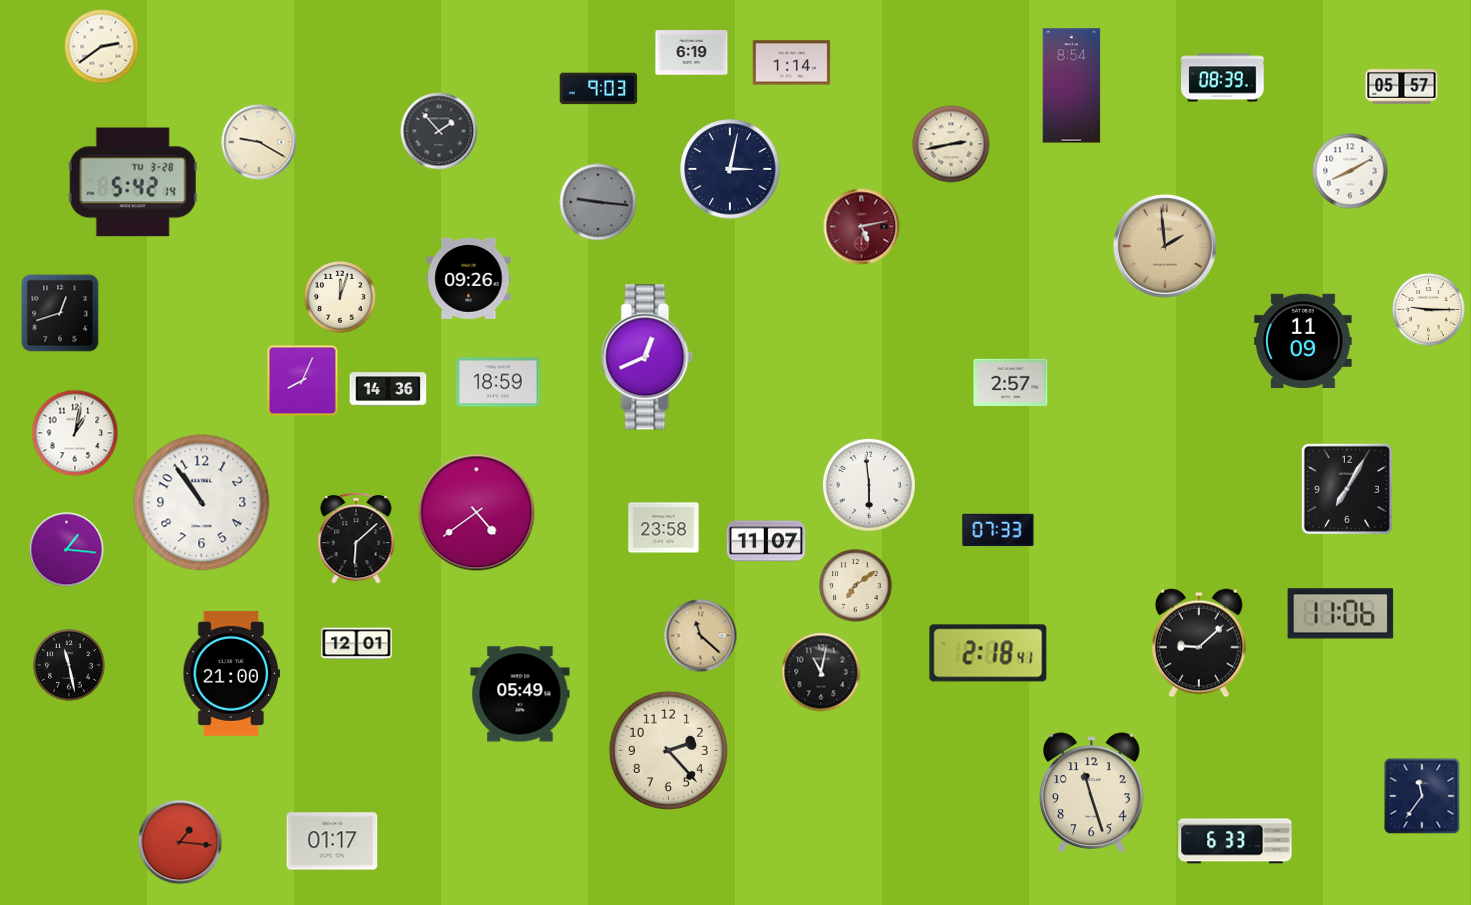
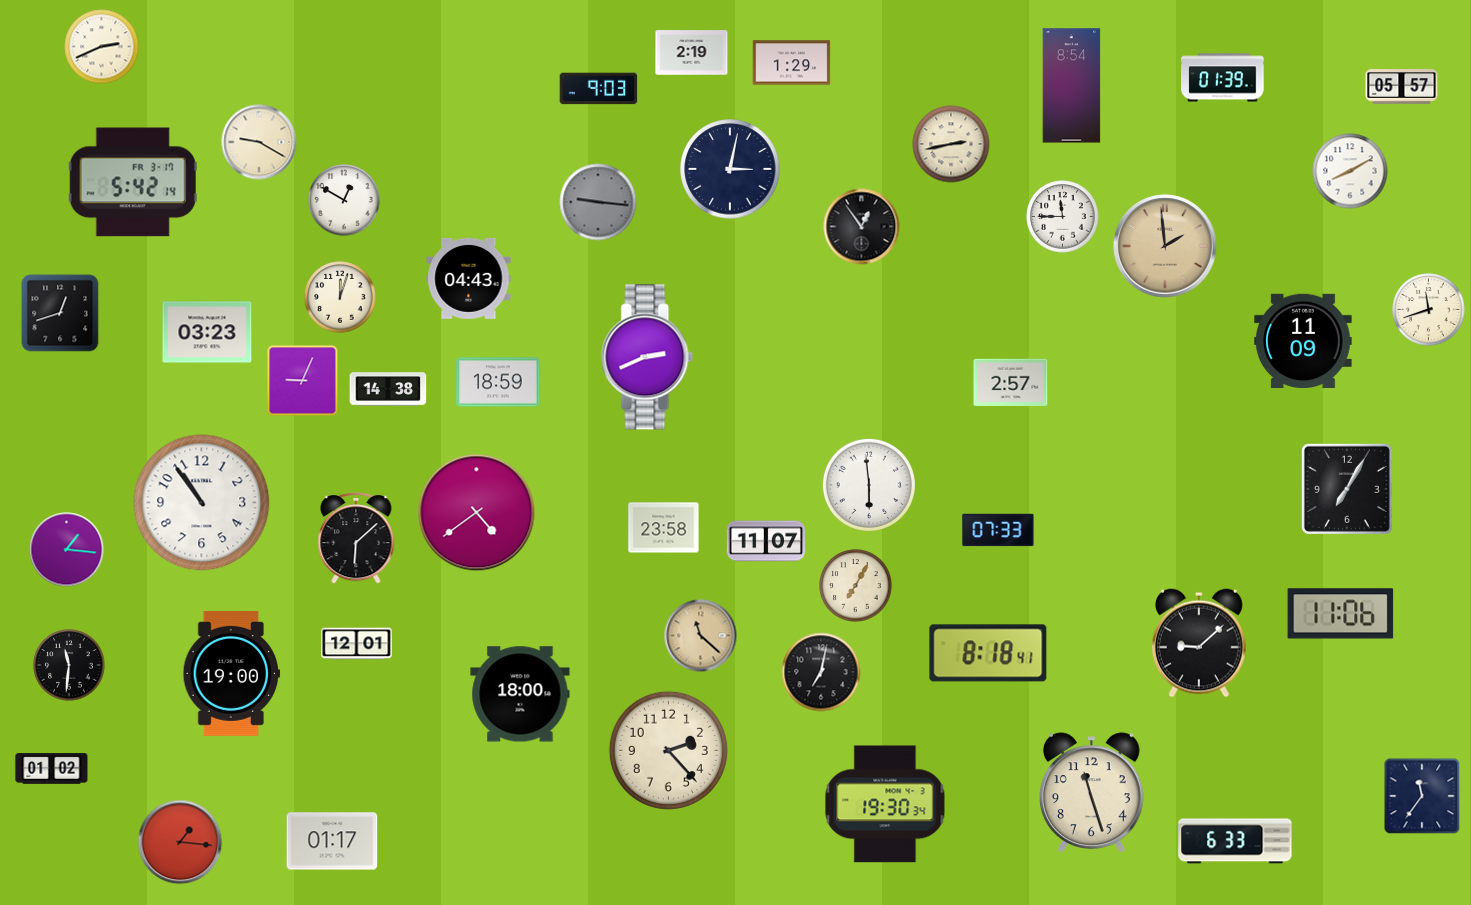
clock at (102, 47): 2:39 -> 2:41
clock at (692, 53): 6:19 -> 2:19
clock at (792, 63): 1:14 -> 1:29
clock at (1223, 78): 08:39 -> 01:39
clock at (439, 131): 1:53 -> none
clock at (133, 182) date: TU 3-28 -> FR 3-17
clock at (344, 200): none -> 12:50
clock at (1063, 217): none -> 11:45
clock at (862, 227): 5:13 -> 12:54
clock at (862, 227) dial: burgundy -> black
clock at (469, 278): 09:26 -> 04:43
clock at (1429, 310): 9:15 -> 11:42
clock at (207, 332): none -> 03:23
clock at (647, 357): 12:41 -> 2:41
clock at (303, 381): 8:04 -> 9:04
clock at (388, 389): 14:36 -> 14:38
clock at (75, 433): 1:02 -> none
clock at (856, 586): 7:09 -> 7:05
clock at (988, 653): 2:18 -> 8:18
clock at (69, 665): 11:28 -> 11:31
clock at (821, 672): 11:02 -> 7:02
clock at (232, 673): 21:00 -> 19:00
clock at (520, 694): 05:49 -> 18:00
clock at (52, 769): none -> 01:02
clock at (885, 804): none -> 19:30
